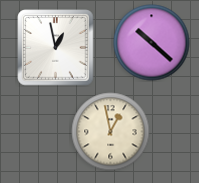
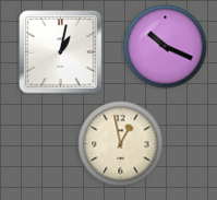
clock at (152, 43): 10:22 -> 10:19
clock at (56, 48): 12:58 -> 1:02
